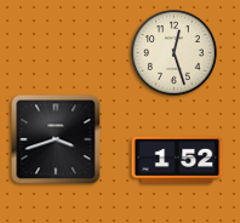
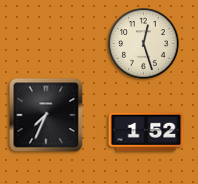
clock at (56, 139): 3:42 -> 7:34
